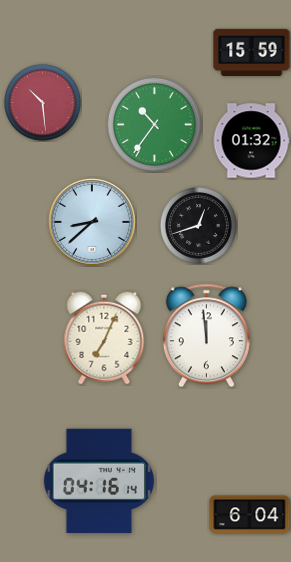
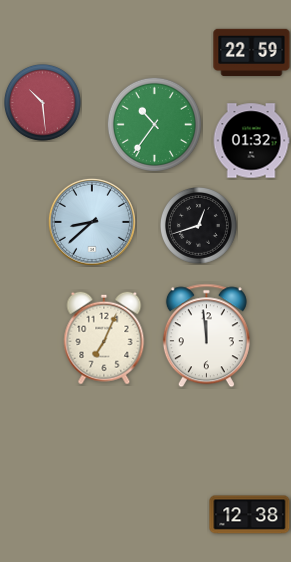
clock at (252, 52): 15:59 -> 22:59
clock at (99, 481): 04:16 -> none
clock at (250, 515): 6:04 -> 12:38
